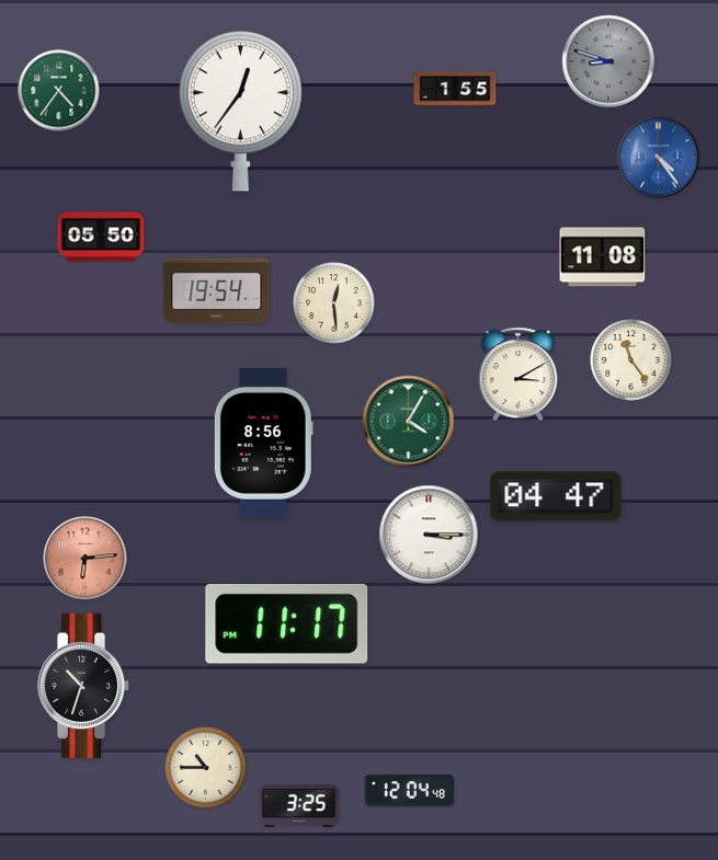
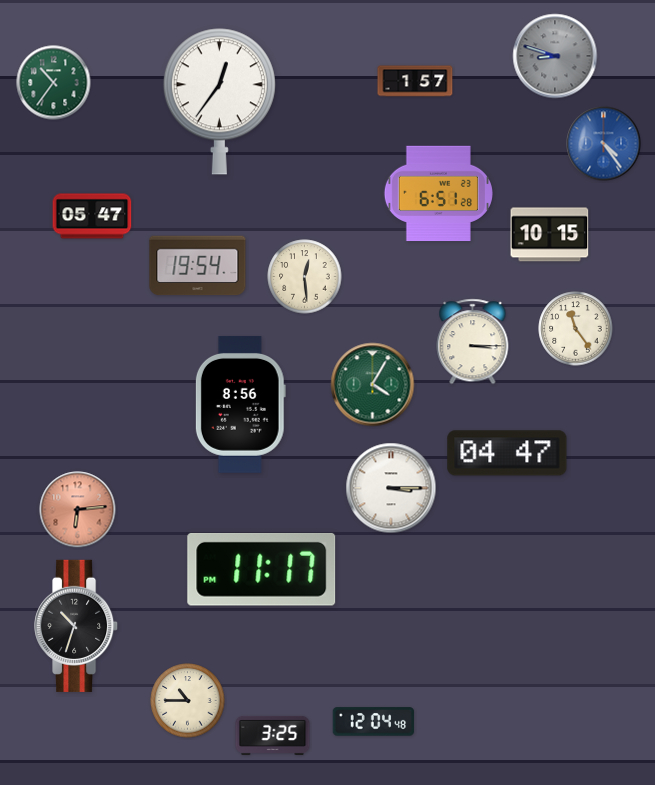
clock at (455, 89): 1:55 -> 1:57
clock at (59, 91): 4:36 -> 10:36
clock at (659, 158) position: (659, 158) -> (604, 144)
clock at (438, 194): none -> 6:51
clock at (101, 237): 05:50 -> 05:47
clock at (603, 257): 11:08 -> 10:15
clock at (518, 375): 3:10 -> 3:15
